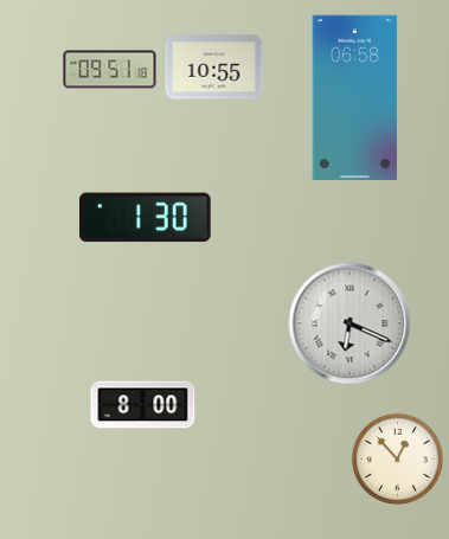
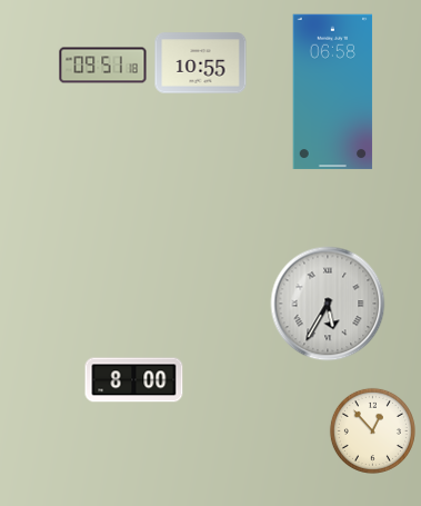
clock at (146, 218): 1:30 -> none
clock at (349, 323): 6:19 -> 5:35
